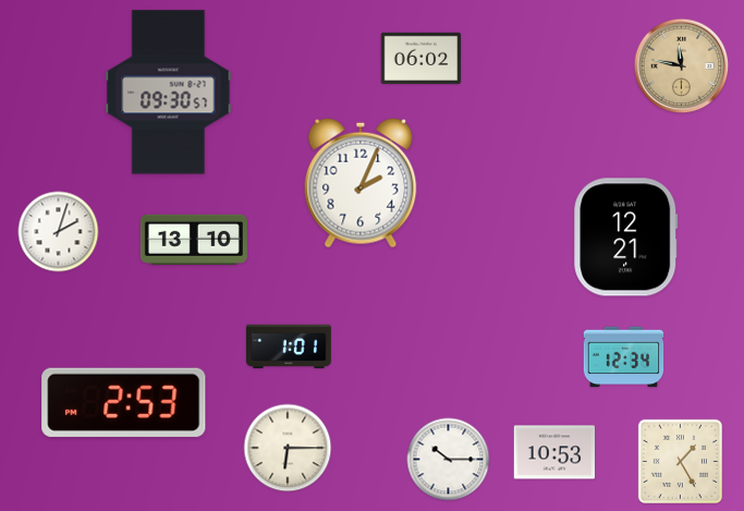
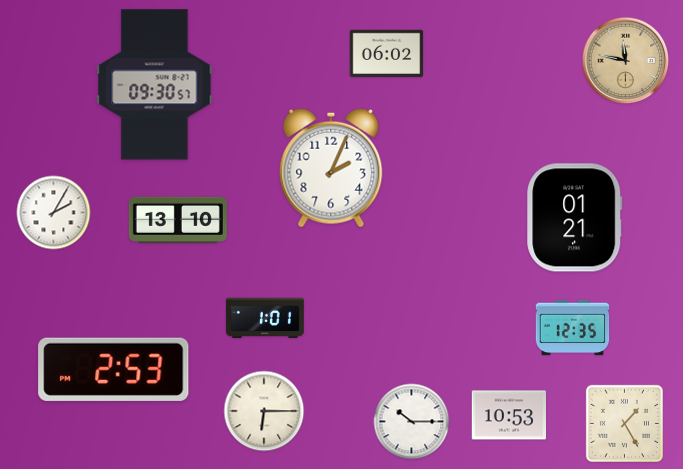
clock at (59, 232): 2:03 -> 2:05
clock at (626, 238): 12:21 -> 01:21
clock at (624, 357): 12:34 -> 12:35
